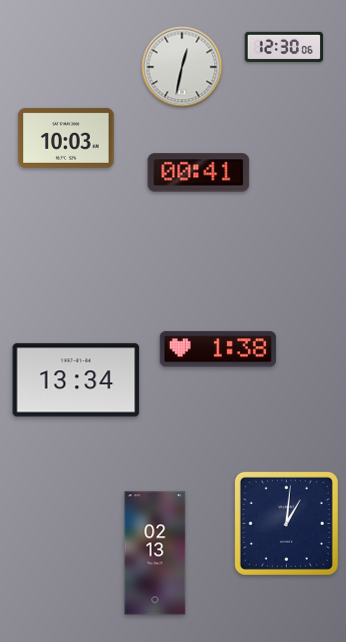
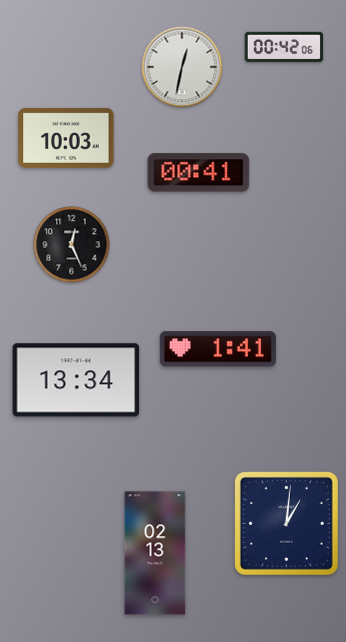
clock at (284, 46): 12:30 -> 00:42
clock at (72, 245): none -> 12:26
clock at (218, 349): 1:38 -> 1:41
